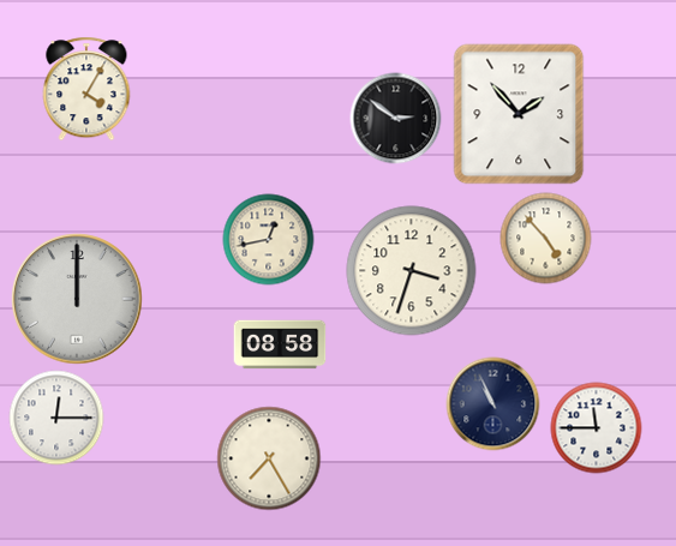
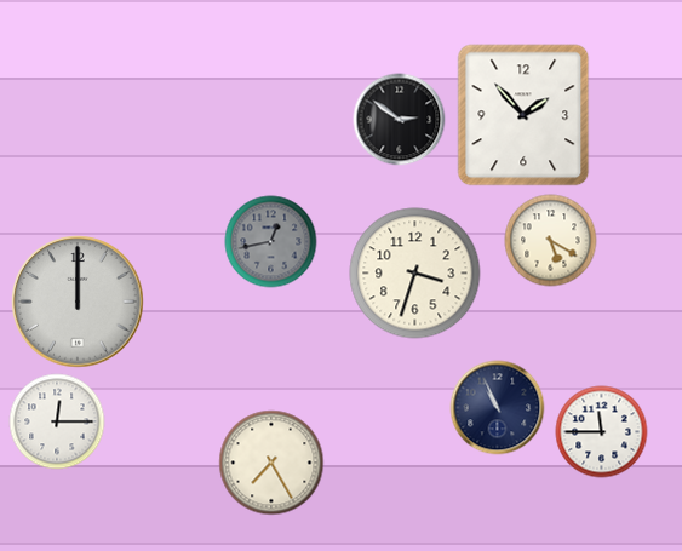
clock at (86, 89): 4:05 -> none
clock at (546, 239): 4:53 -> 5:20
clock at (269, 240) dial: cream -> grey
clock at (280, 344): 08:58 -> none
